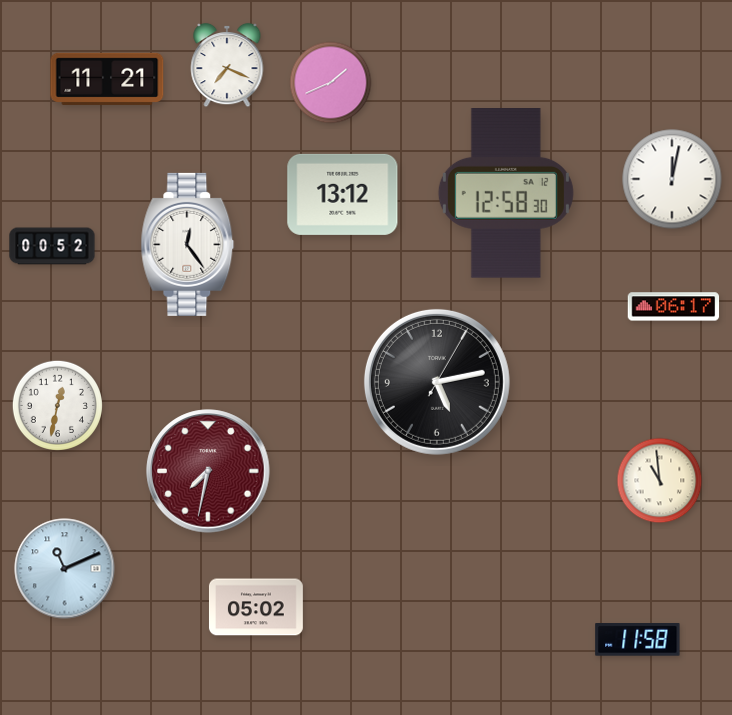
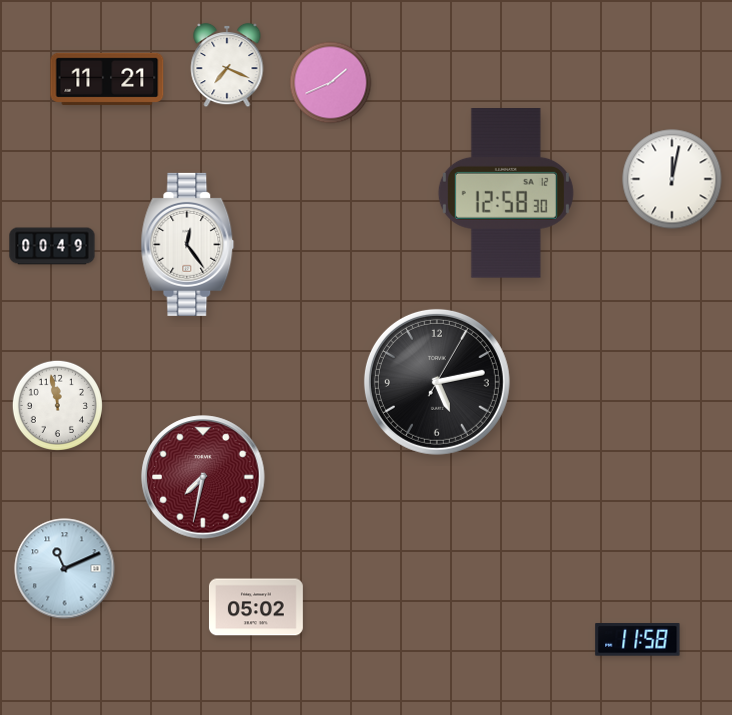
clock at (343, 194): 13:12 -> none
clock at (52, 246): 00:52 -> 00:49
clock at (674, 307): 06:17 -> none
clock at (57, 405): 12:32 -> 11:58
clock at (208, 471) position: (208, 471) -> (203, 477)
clock at (660, 481): 10:59 -> none
